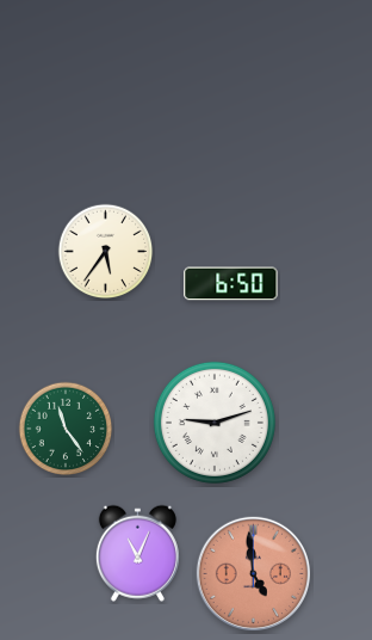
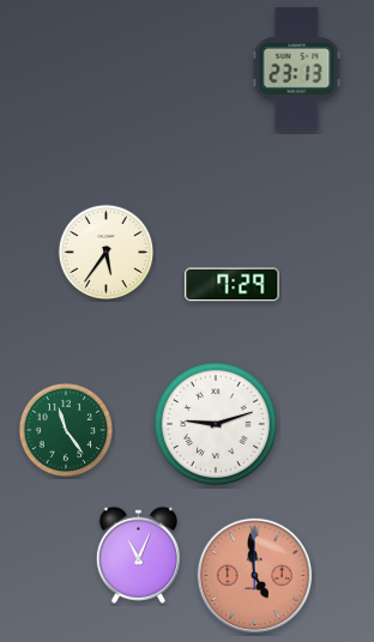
clock at (297, 69): none -> 23:13
clock at (231, 284): 6:50 -> 7:29
